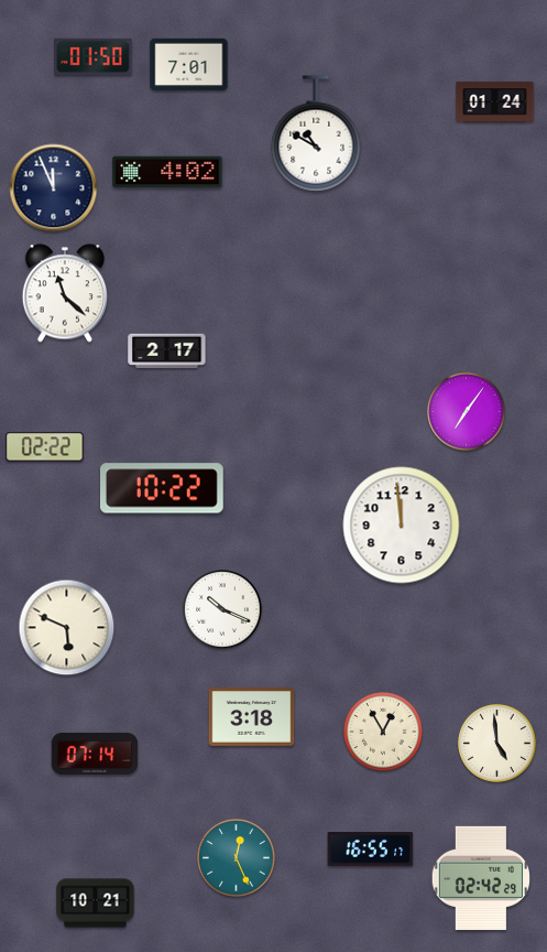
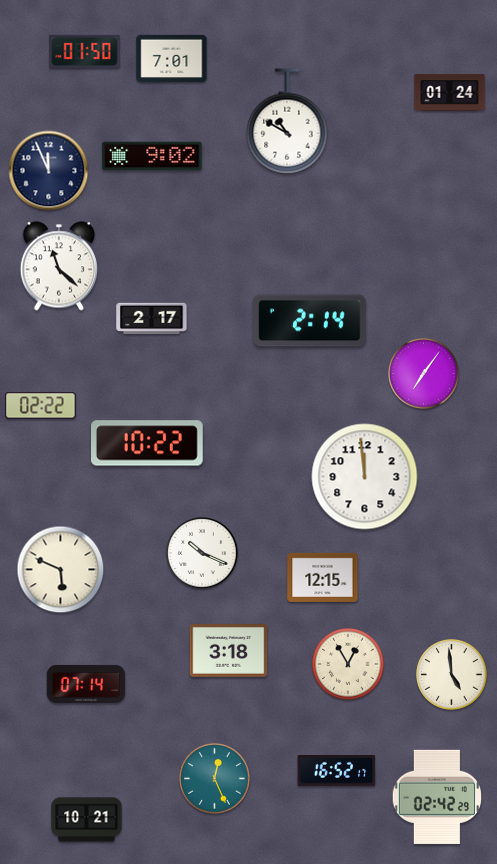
clock at (167, 172): 4:02 -> 9:02
clock at (310, 321): none -> 2:14
clock at (323, 577): none -> 12:15
clock at (371, 850): 16:55 -> 16:52
